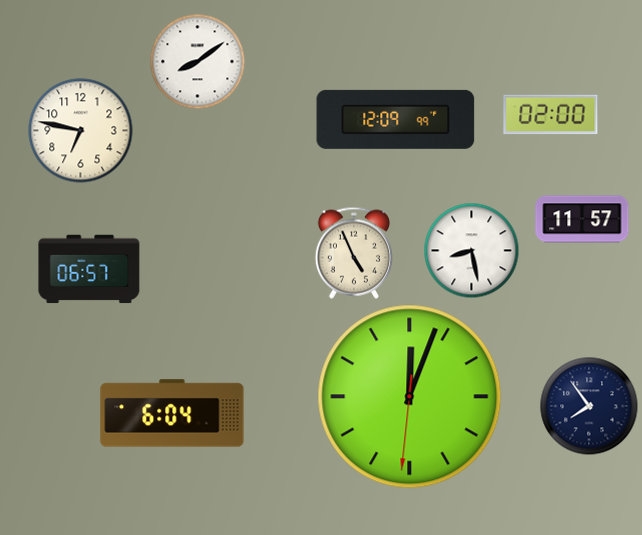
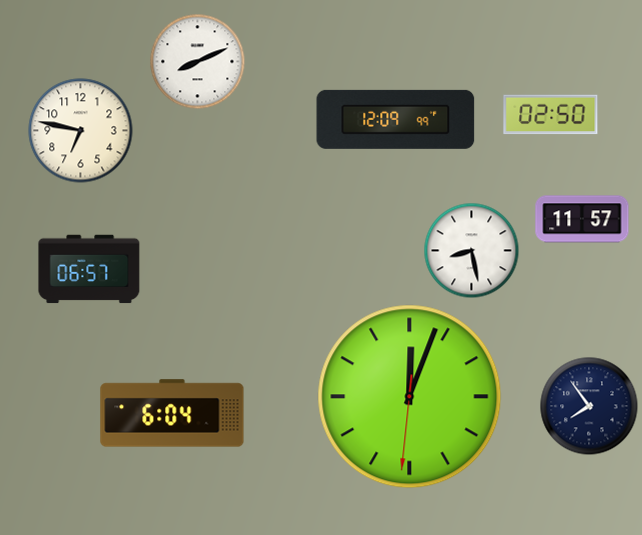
clock at (197, 61): 8:09 -> 8:11
clock at (551, 115): 02:00 -> 02:50
clock at (353, 253): 4:56 -> none
